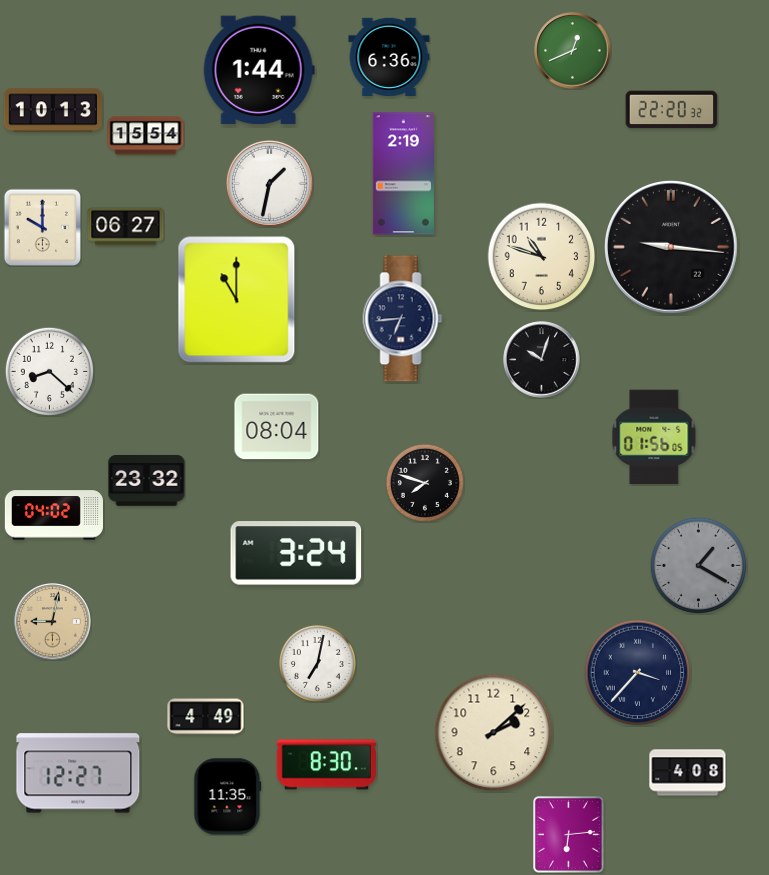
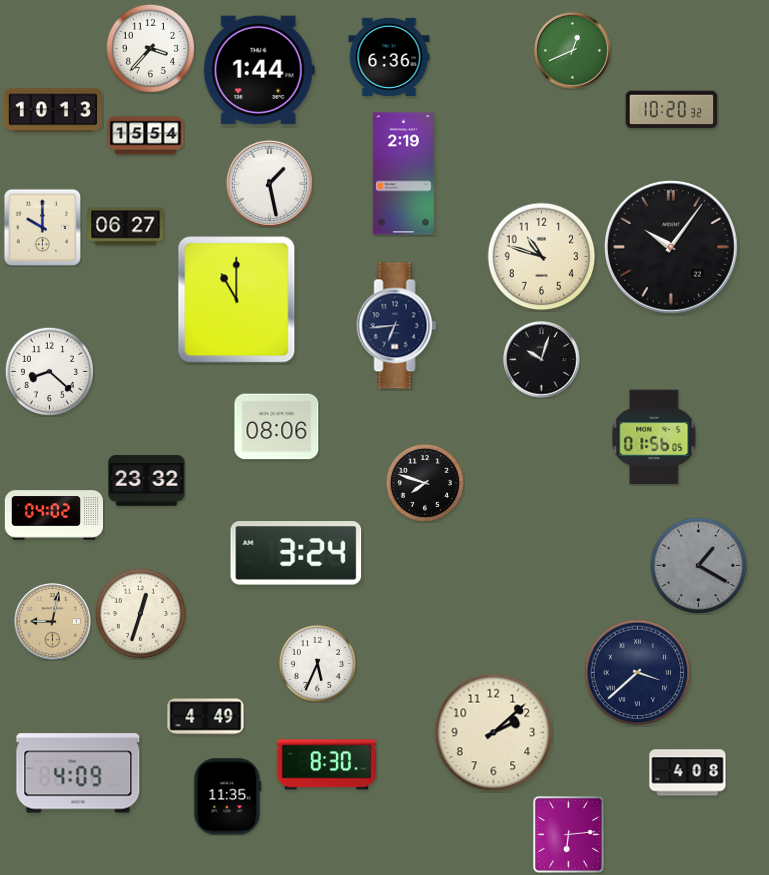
clock at (150, 48): none -> 3:37
clock at (672, 110): 22:20 -> 10:20
clock at (269, 183): 1:32 -> 1:28
clock at (672, 248): 9:16 -> 10:06
clock at (403, 319) position: (403, 319) -> (397, 326)
clock at (277, 427): 08:04 -> 08:06
clock at (140, 613): none -> 12:33
clock at (317, 663): 7:02 -> 5:34
clock at (638, 673): 3:37 -> 3:38
clock at (78, 773): 12:27 -> 4:09
